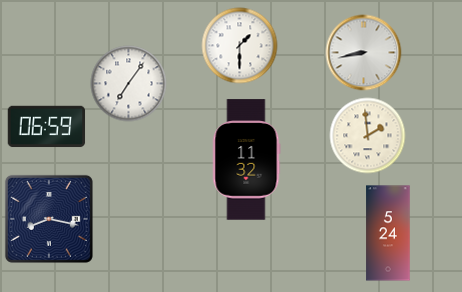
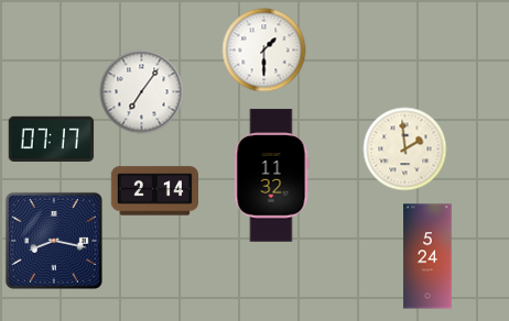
clock at (364, 53): 8:43 -> none
clock at (47, 127): 06:59 -> 07:17
clock at (154, 191): none -> 2:14
